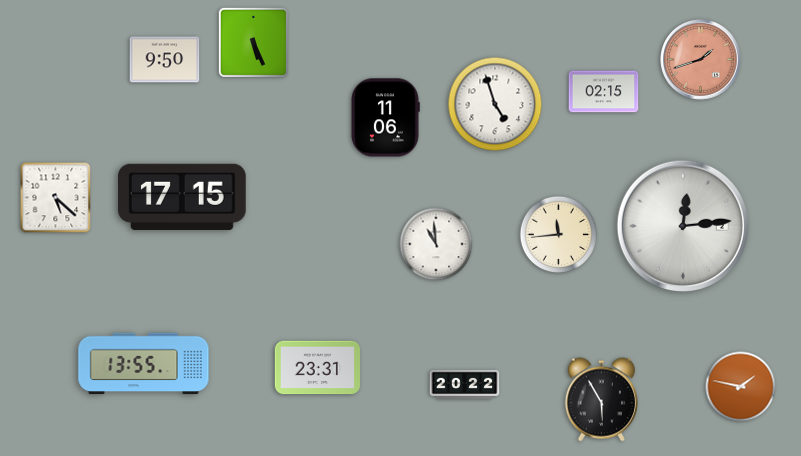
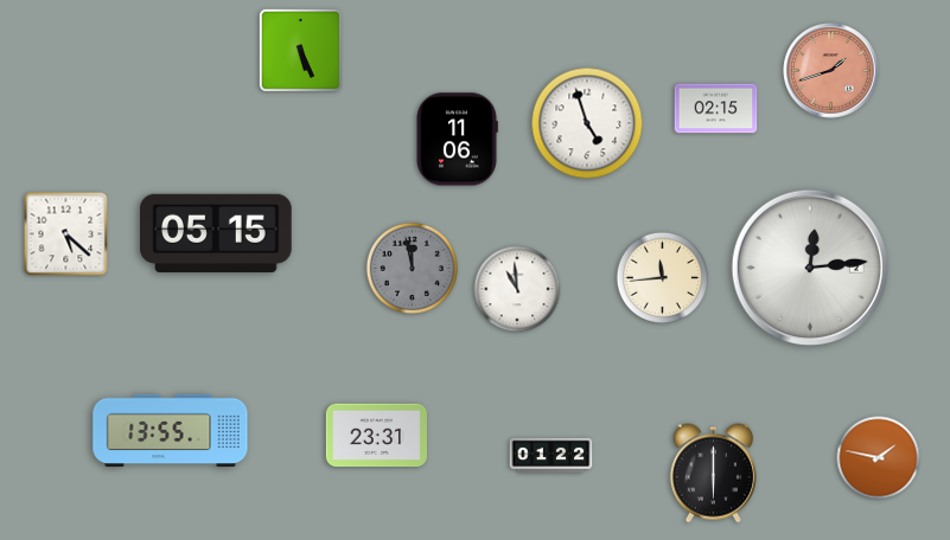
clock at (165, 60): 9:50 -> none
clock at (183, 197): 17:15 -> 05:15
clock at (413, 269): none -> 11:58
clock at (465, 384): 20:22 -> 01:22
clock at (601, 400): 5:55 -> 6:00
